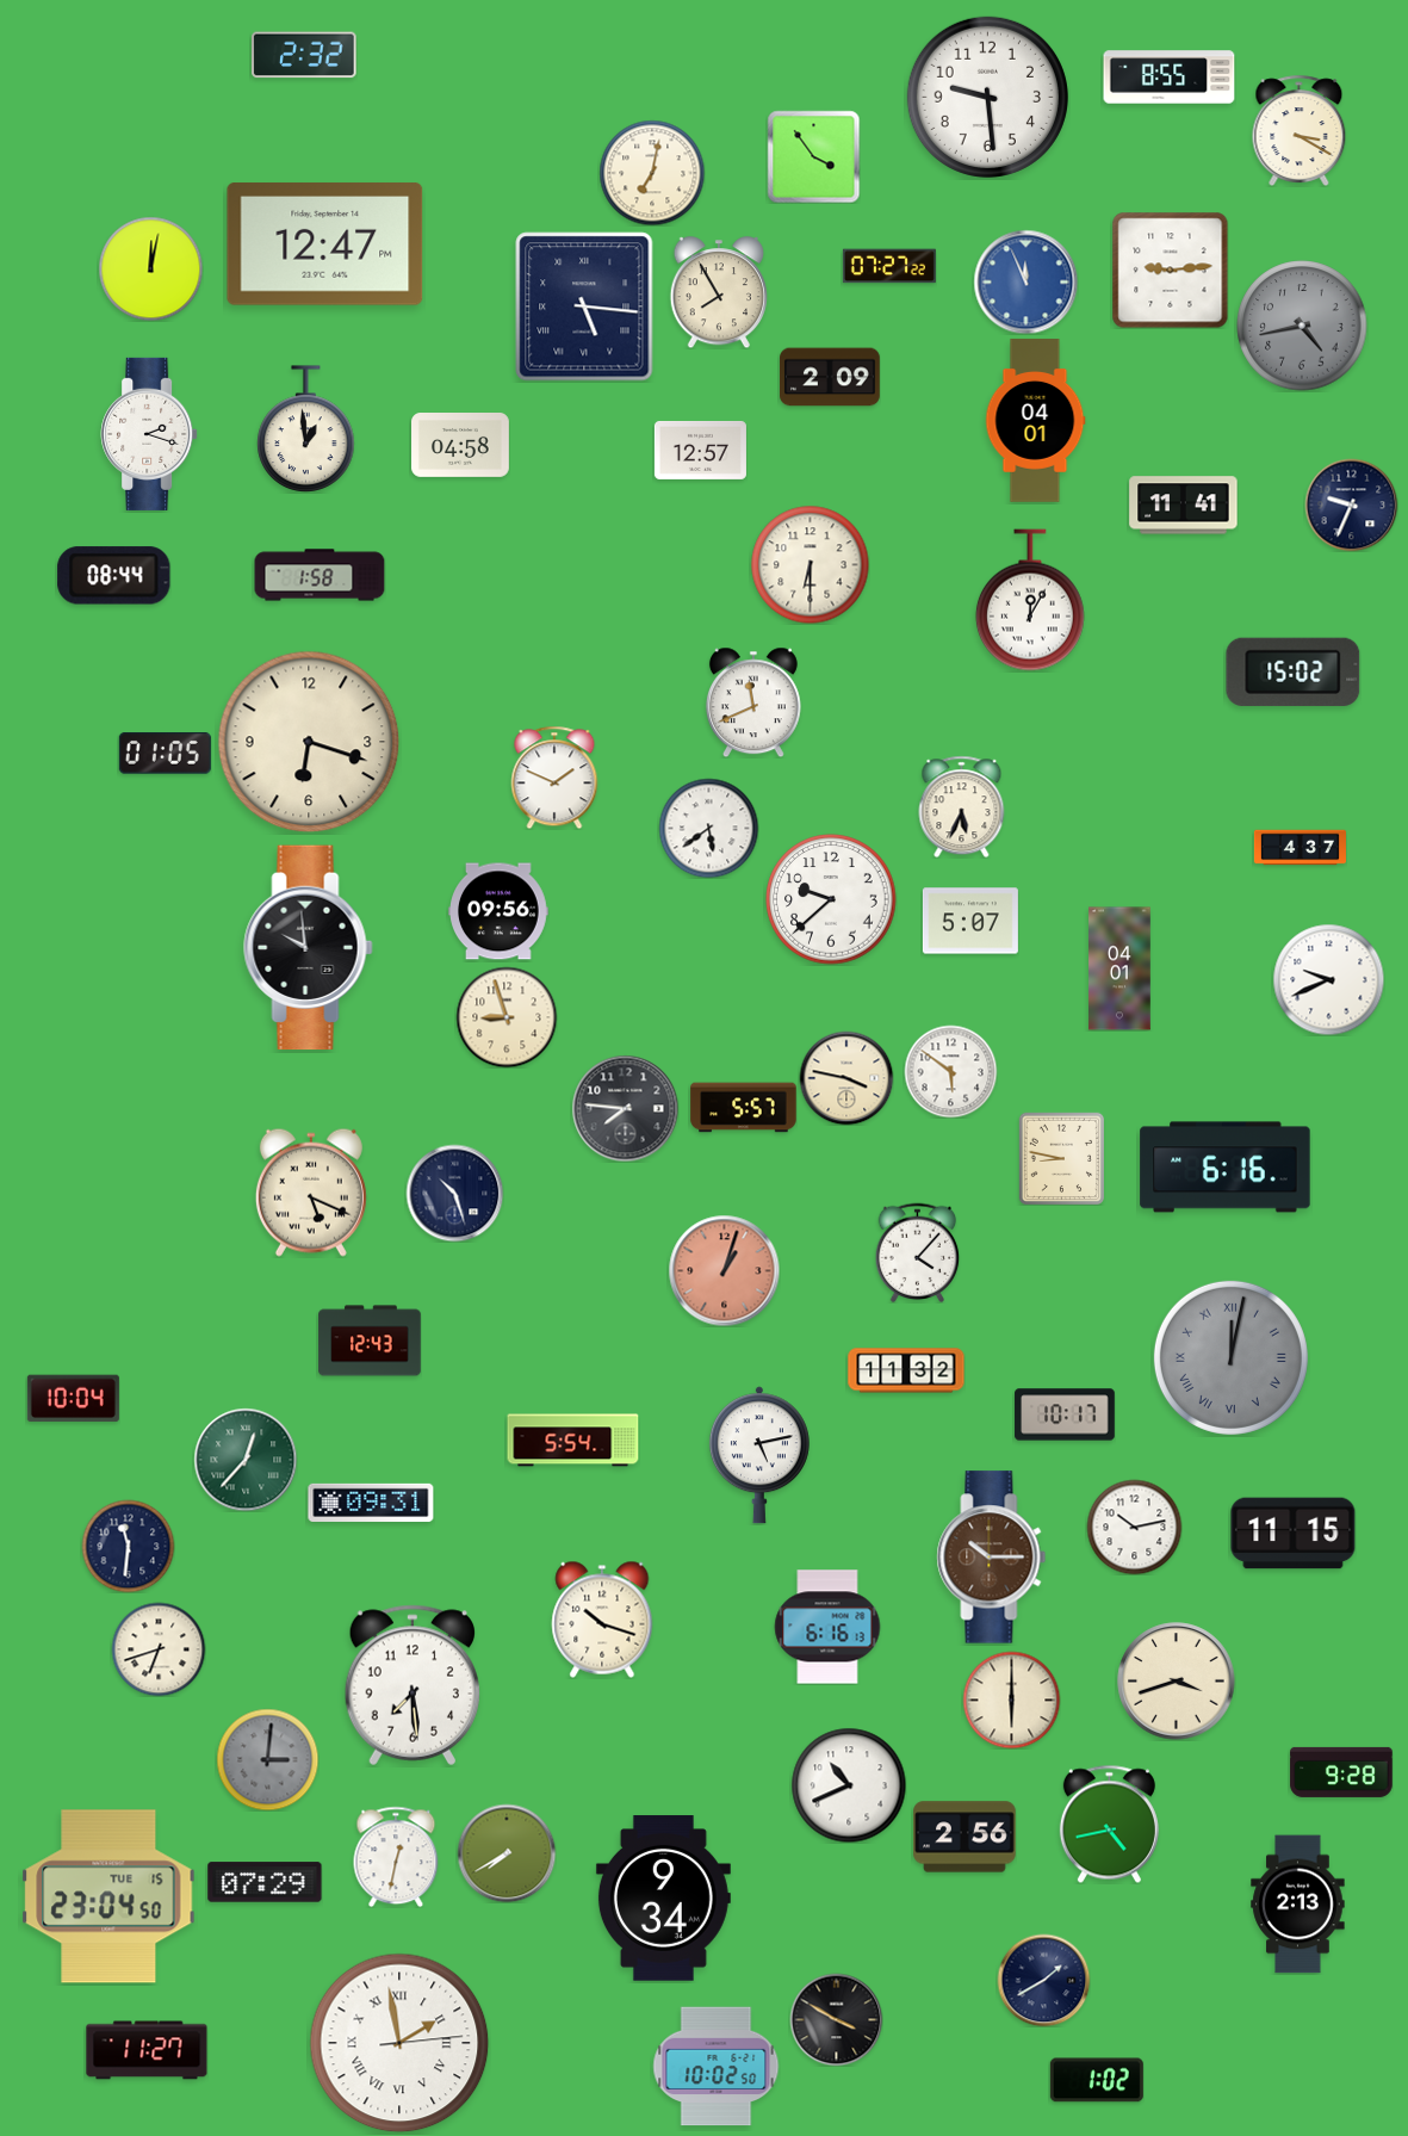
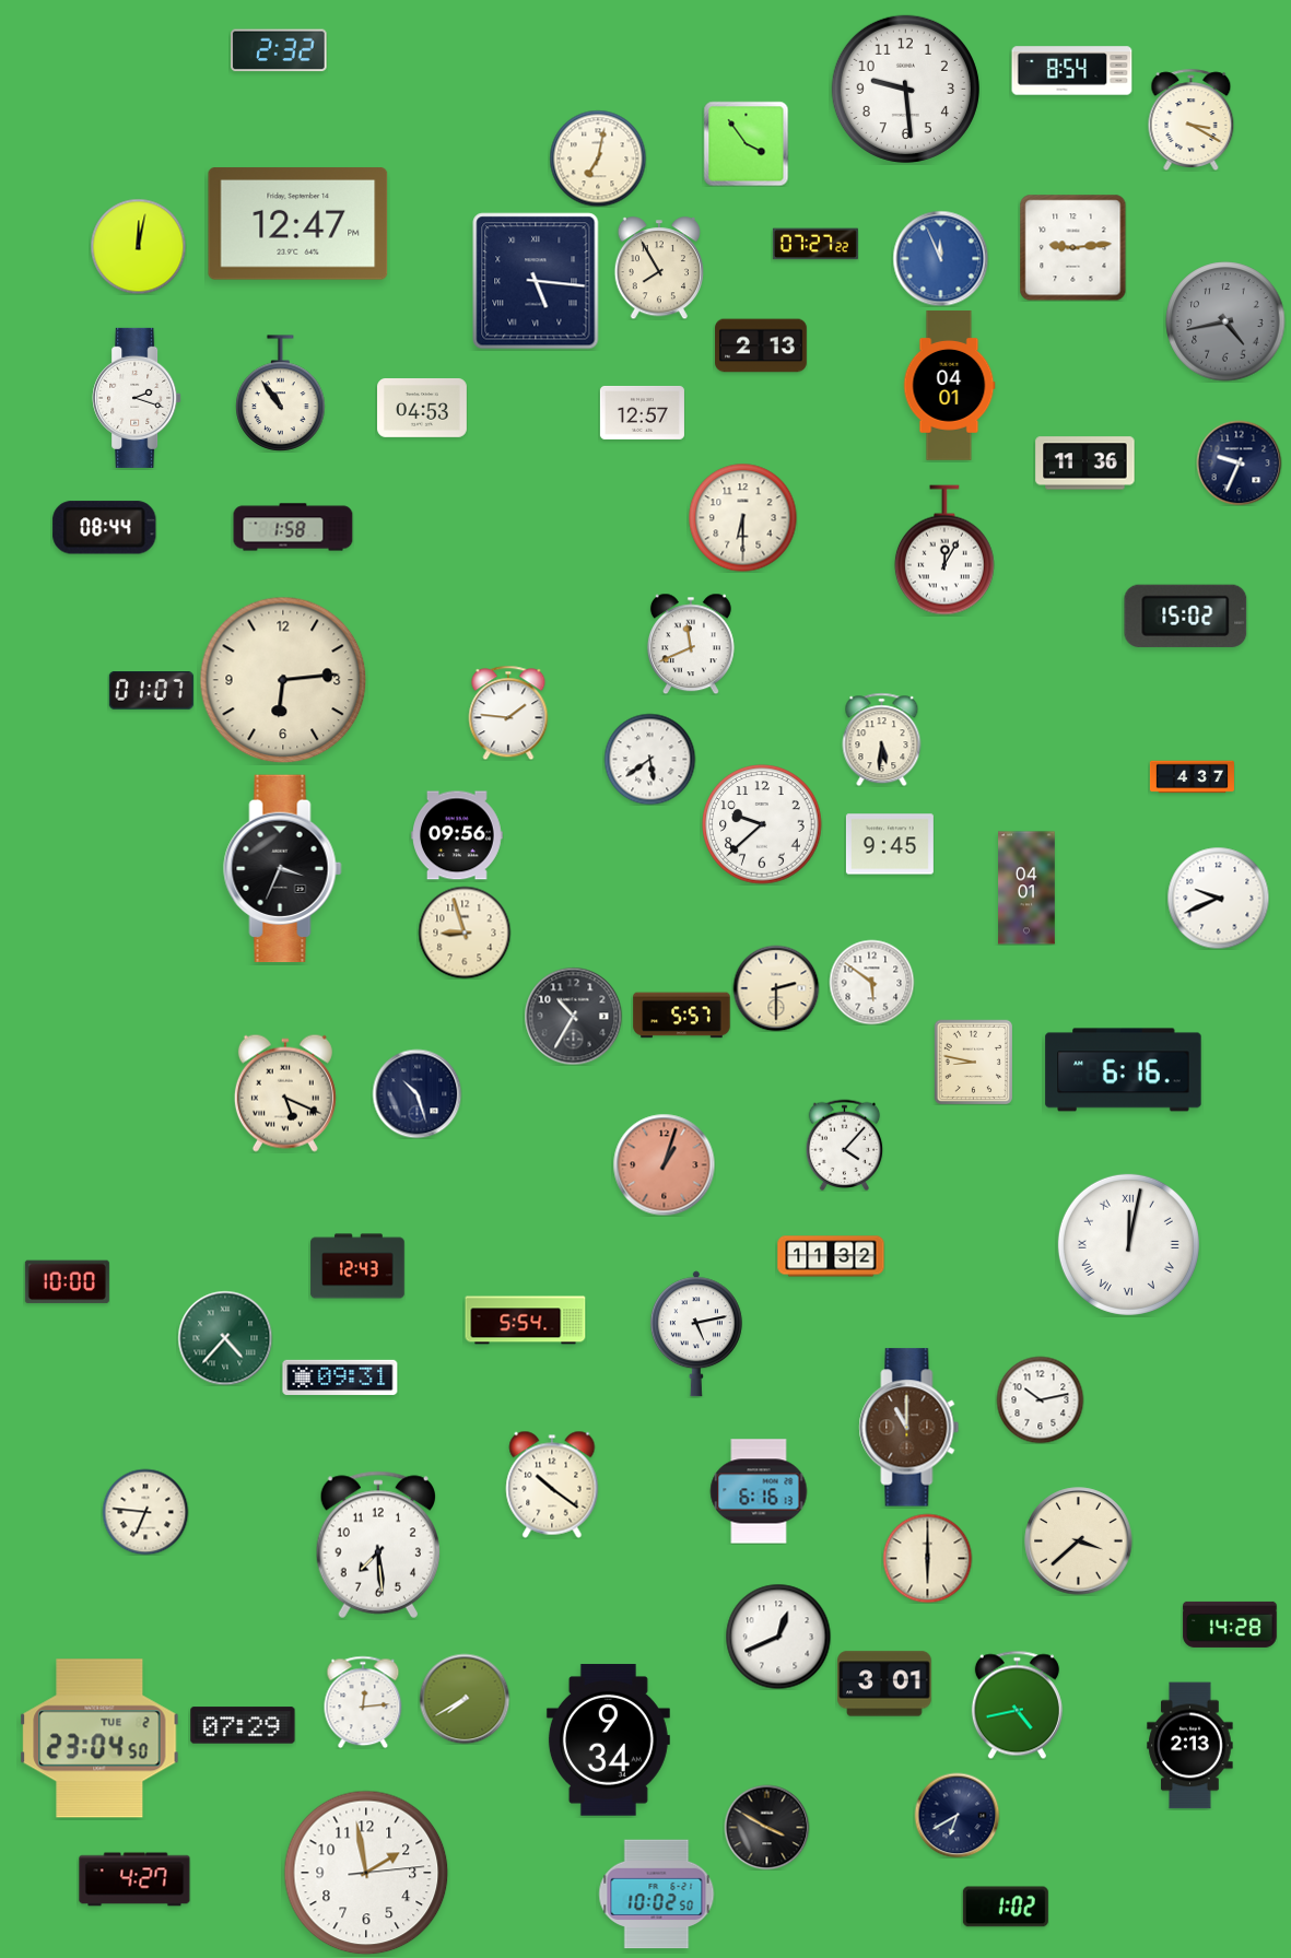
clock at (1170, 78): 8:55 -> 8:54
clock at (1302, 326) position: (1302, 326) -> (1225, 321)
clock at (830, 377): 2:09 -> 2:13
clock at (306, 429): 12:59 -> 10:54
clock at (461, 446): 04:58 -> 04:53
clock at (1184, 506): 11:41 -> 11:36
clock at (309, 742): 6:18 -> 6:14
clock at (165, 754): 01:05 -> 01:07
clock at (554, 778): 1:49 -> 1:46
clock at (962, 806): 5:34 -> 5:31
clock at (970, 921): 5:07 -> 9:45
clock at (309, 948): 9:59 -> 3:34
clock at (846, 1078): 3:47 -> 2:30
clock at (625, 1108): 7:46 -> 10:35
clock at (918, 1252) position: (918, 1252) -> (845, 1145)
clock at (370, 1341) position: (370, 1341) -> (357, 1266)
clock at (1230, 1357) dial: grey -> white
clock at (73, 1399): 10:04 -> 10:00
clock at (1065, 1414): 10:17 -> none
clock at (246, 1460): 12:37 -> 4:37
clock at (1294, 1534): 11:15 -> none
clock at (128, 1546): 11:31 -> none
clock at (992, 1558): 10:15 -> 11:00
clock at (602, 1620): 10:18 -> 10:21
clock at (159, 1649): 6:42 -> 6:46
clock at (1177, 1682): 3:42 -> 3:38
clock at (267, 1759): 3:01 -> none
clock at (1341, 1772): 9:28 -> 14:28
clock at (849, 1785): 10:41 -> 12:41
clock at (1109, 1824) position: (1109, 1824) -> (1017, 1704)
clock at (964, 1837): 2:56 -> 3:01
clock at (396, 1857): 12:32 -> 12:14
clock at (108, 1896) date: TUE 15 -> TUE 2
clock at (1043, 1980): 1:40 -> 6:40
clock at (836, 2019) position: (836, 2019) -> (766, 1827)
clock at (399, 2043) numerals: Roman -> Arabic
clock at (147, 2050): 11:27 -> 4:27
